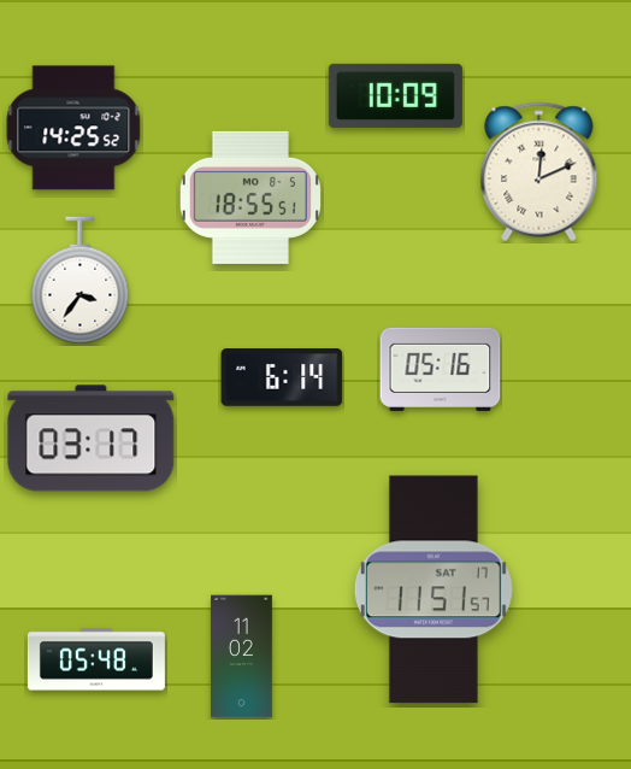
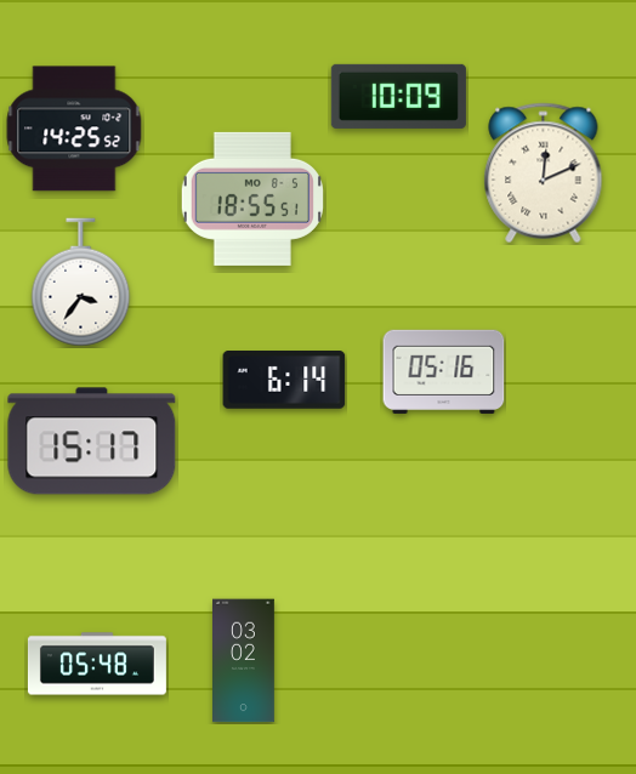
clock at (92, 439): 03:17 -> 15:17
clock at (434, 589): 11:51 -> none
clock at (242, 657): 11:02 -> 03:02
